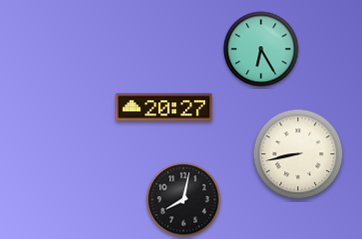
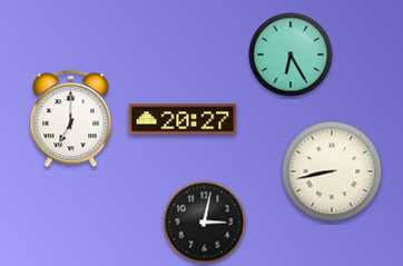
clock at (71, 119): none -> 7:00
clock at (184, 200): 8:02 -> 3:02
